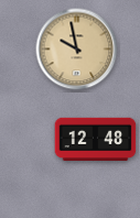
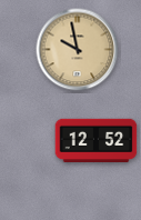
clock at (96, 139): 12:48 -> 12:52
